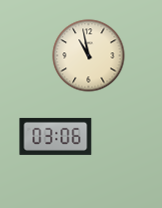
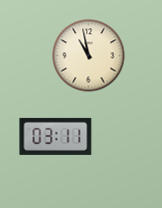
clock at (56, 136): 03:06 -> 03:11
